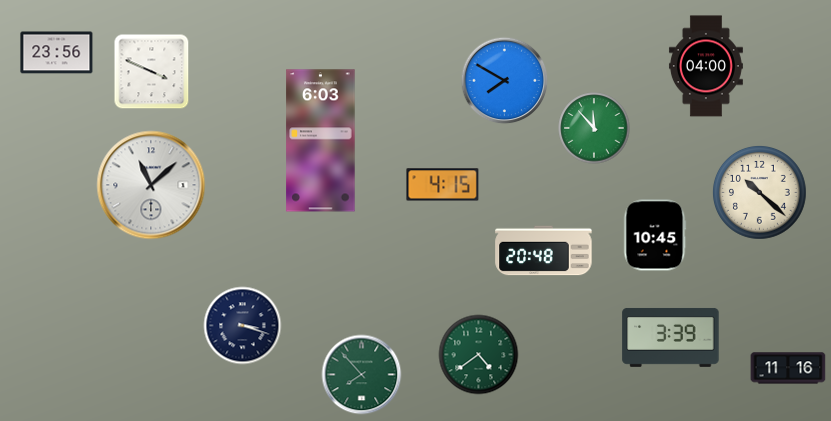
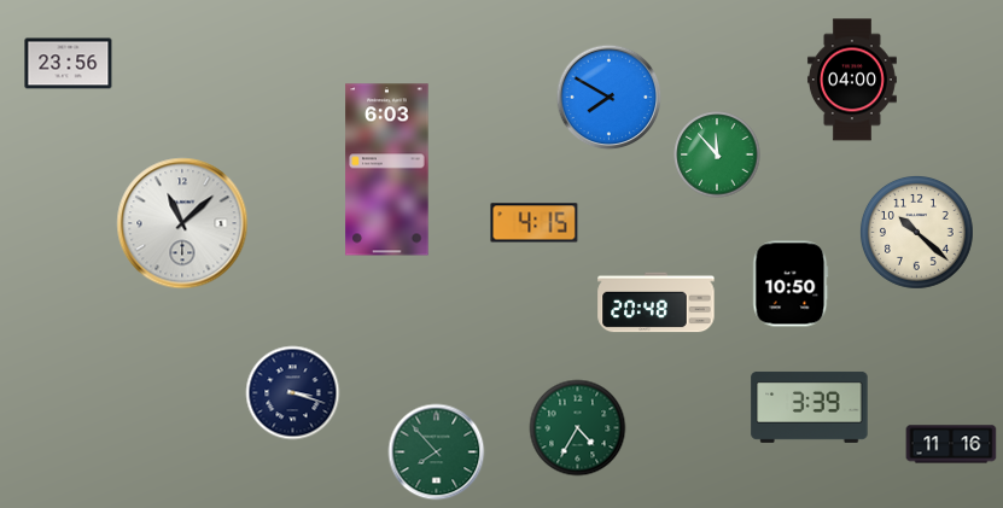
clock at (152, 72): 3:49 -> none
clock at (655, 235): 10:45 -> 10:50
clock at (479, 355): 4:39 -> 4:35
